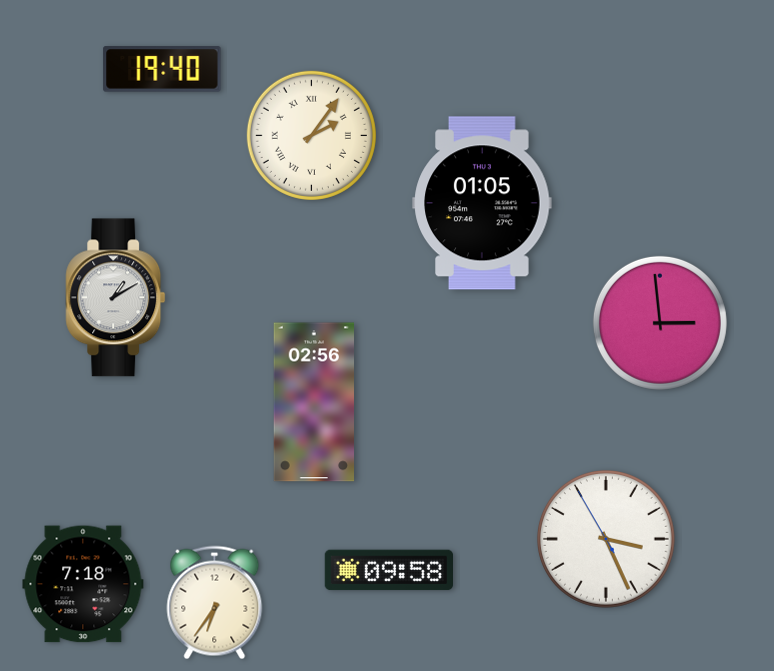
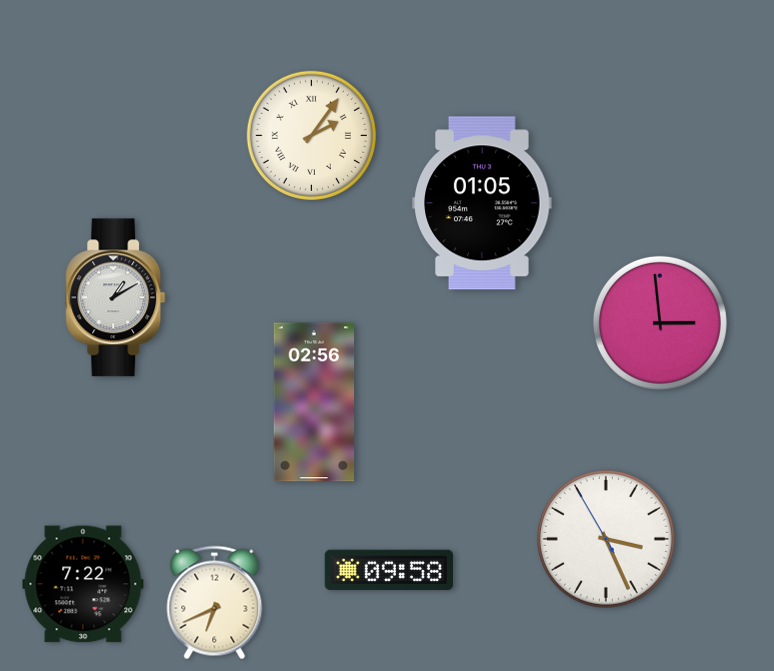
clock at (162, 69): 19:40 -> none
clock at (83, 584): 7:18 -> 7:22
clock at (215, 603): 6:36 -> 6:41
